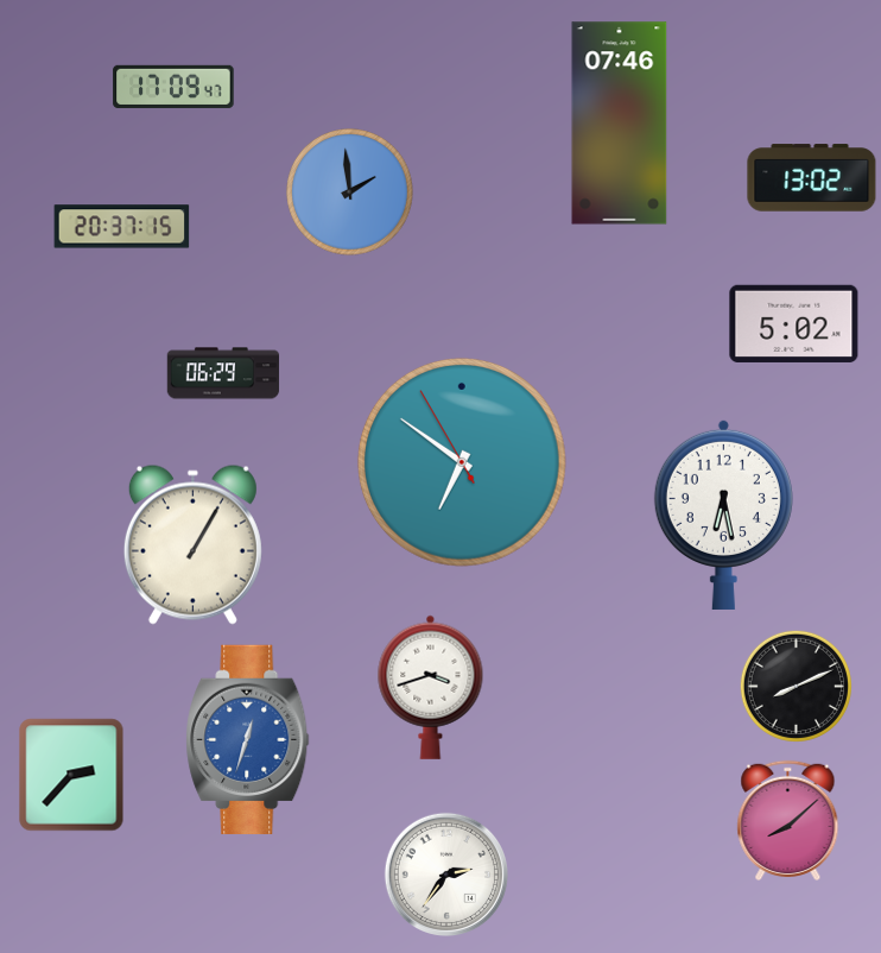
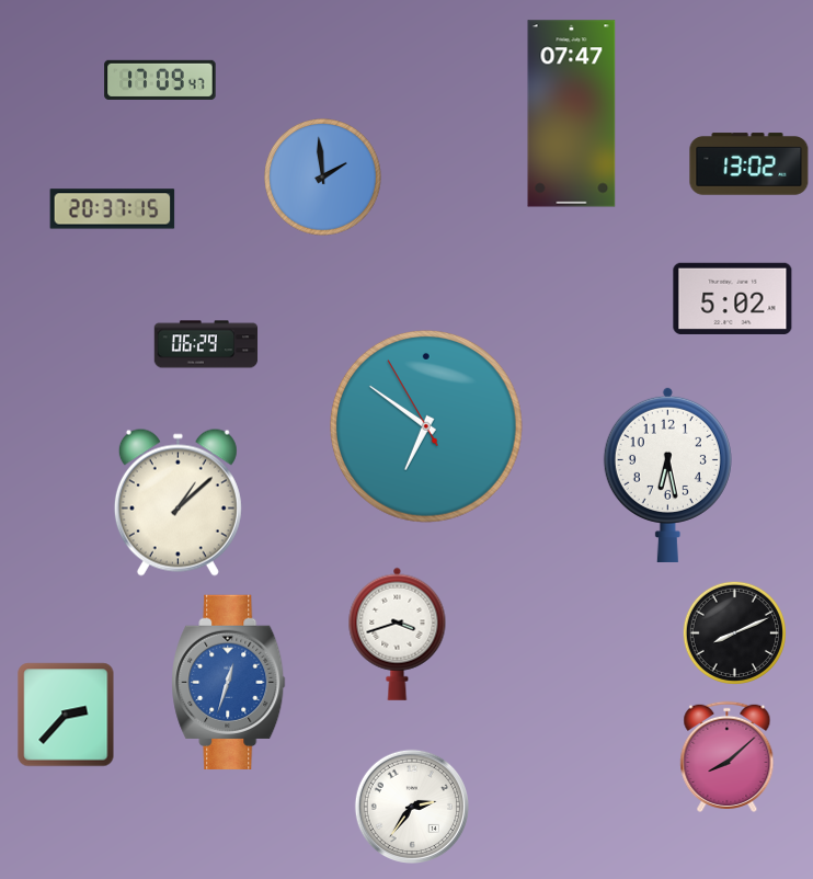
clock at (620, 124): 07:46 -> 07:47
clock at (192, 544): 1:05 -> 1:08
